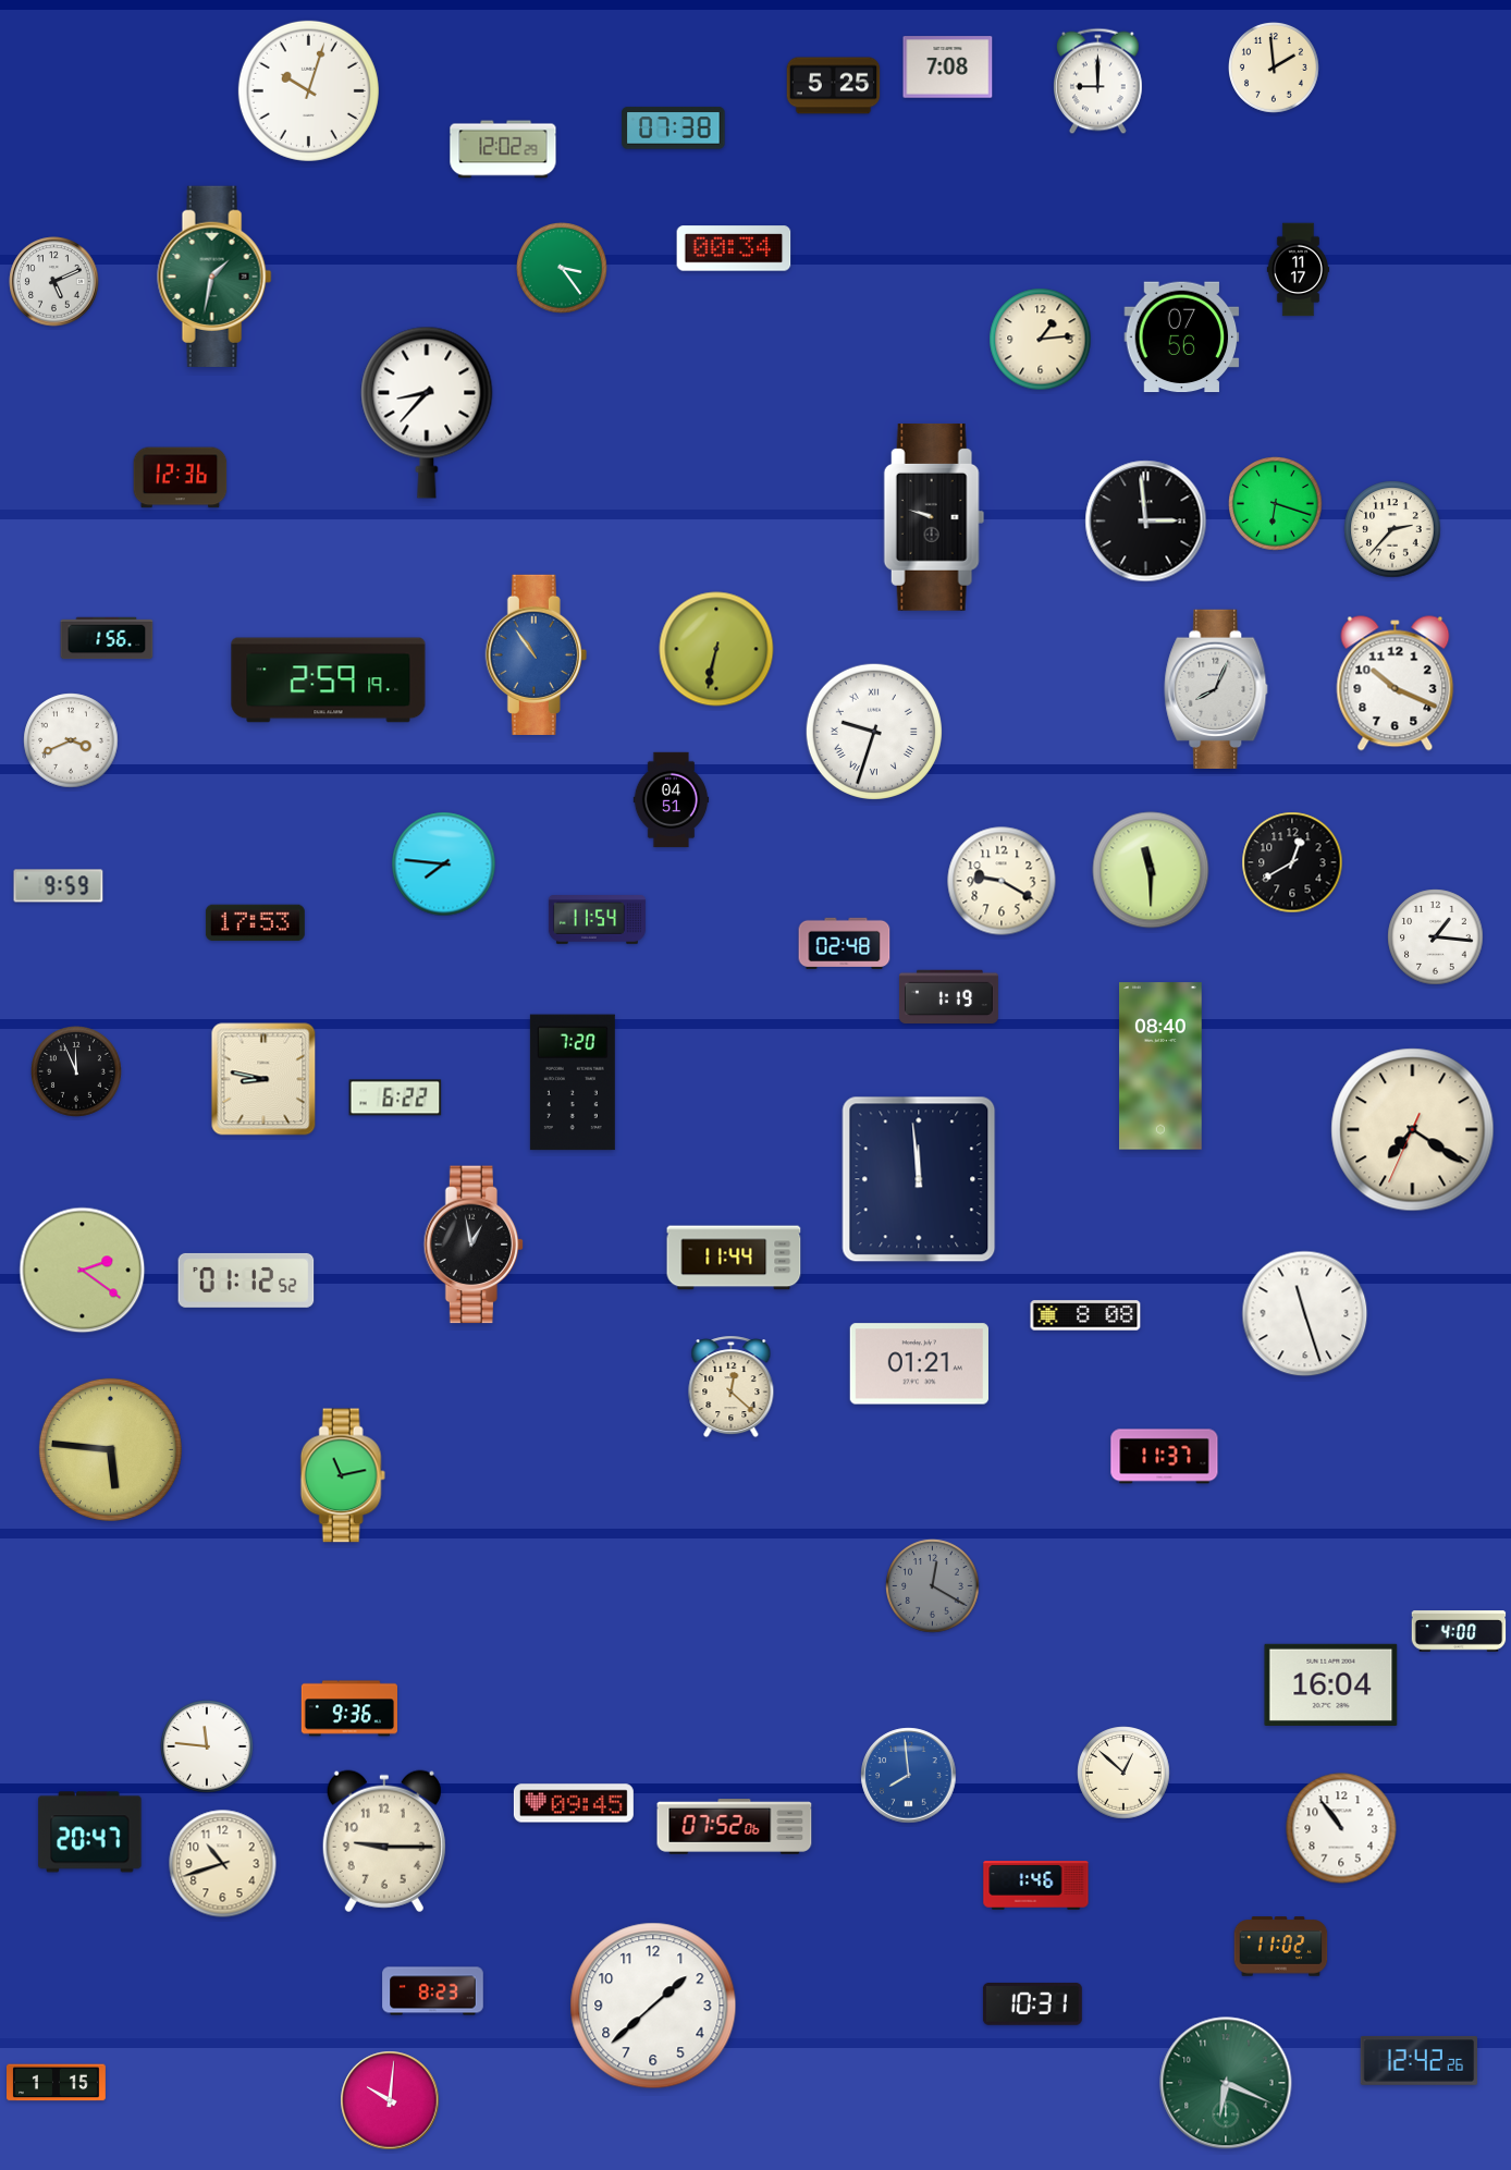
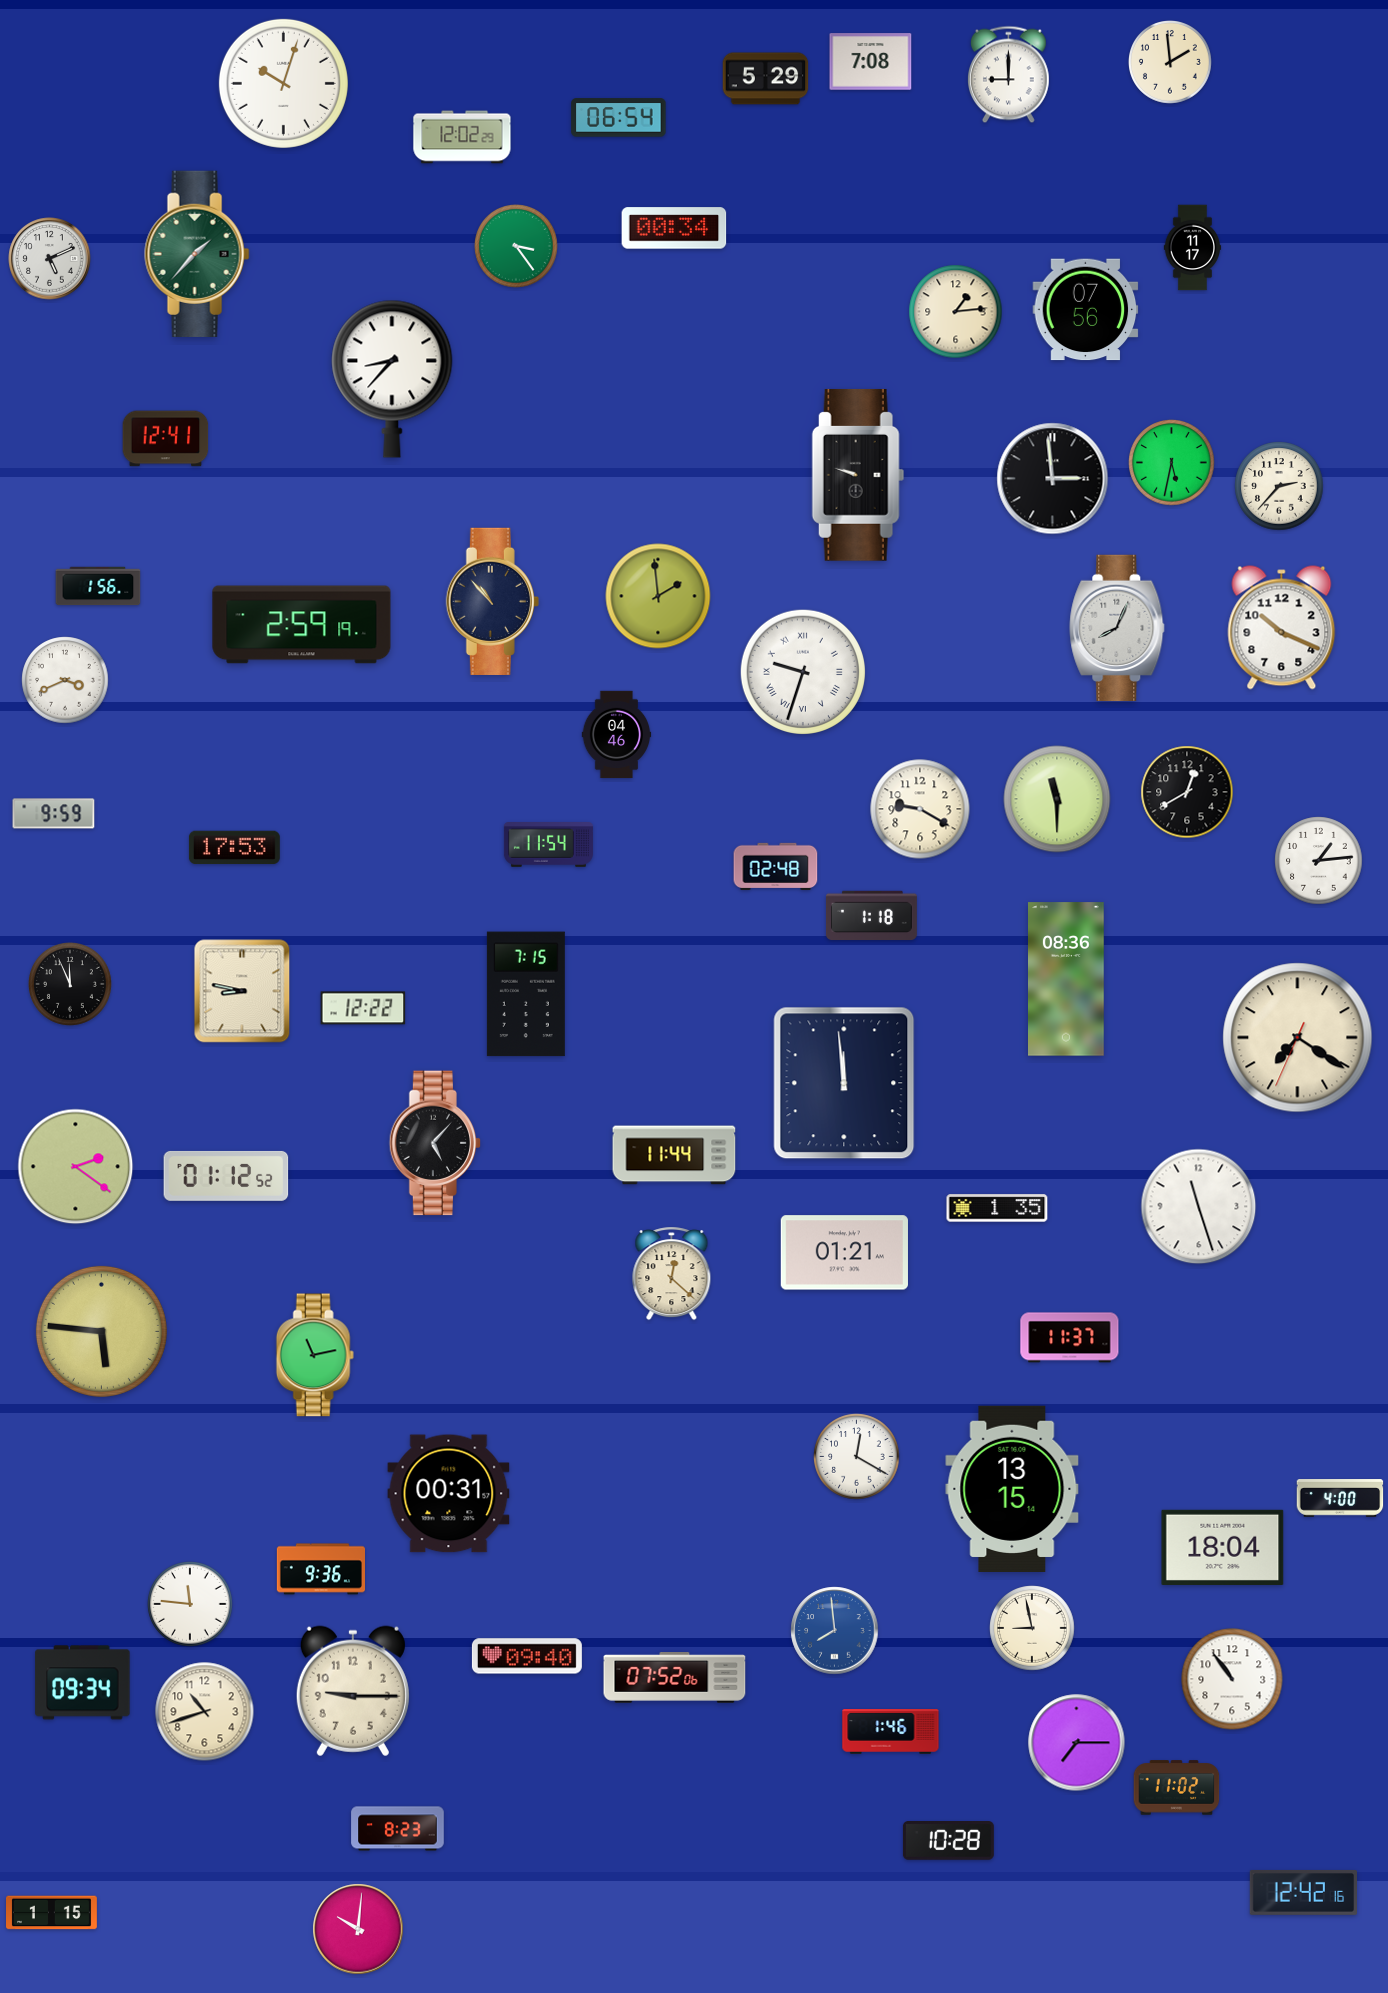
clock at (834, 86): 5:25 -> 5:29
clock at (674, 128): 07:38 -> 06:54
clock at (214, 277): 1:32 -> 1:37
clock at (181, 478): 12:36 -> 12:41
clock at (1276, 504): 6:18 -> 5:32
clock at (716, 649): 6:32 -> 1:59
clock at (536, 654): 10:54 -> 10:53
clock at (536, 654) dial: blue -> navy
clock at (1216, 688) position: (1216, 688) -> (1117, 627)
clock at (672, 800): 04:51 -> 04:46
clock at (444, 865): 7:46 -> none
clock at (1436, 937): 1:16 -> 1:14
clock at (948, 997): 1:19 -> 1:18
clock at (1162, 1066): 08:40 -> 08:36
clock at (573, 1082): 7:20 -> 7:15
clock at (395, 1098): 6:22 -> 12:22
clock at (474, 1245): 12:58 -> 5:07
clock at (1085, 1315): 8:08 -> 1:35
clock at (933, 1586) dial: grey -> white
clock at (1012, 1488): none -> 13:15
clock at (449, 1494): none -> 00:31
clock at (1331, 1684): 16:04 -> 18:04
clock at (1123, 1773): 12:52 -> 8:58
clock at (574, 1803): 09:45 -> 09:40
clock at (90, 1832): 20:47 -> 09:34
clock at (1036, 1886) position: (1036, 1886) -> (891, 1732)
clock at (1077, 1743): none -> 7:15
clock at (1032, 2005): 10:31 -> 10:28
clock at (653, 2006): 1:38 -> none
clock at (1420, 2060): 12:42:26 -> 12:42:16
clock at (1226, 2083): 6:19 -> none
